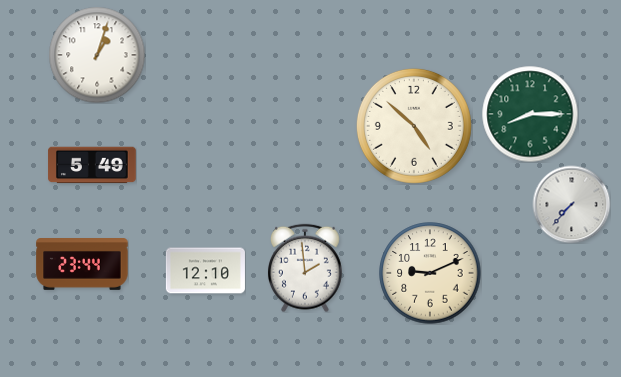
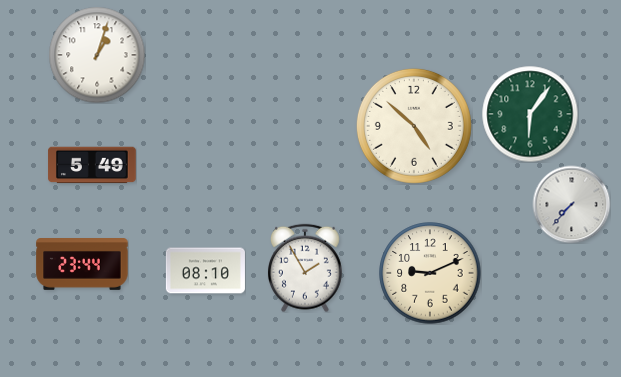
clock at (530, 114): 8:15 -> 6:06
clock at (305, 268): 1:59 -> 1:55
clock at (205, 271): 12:10 -> 08:10
